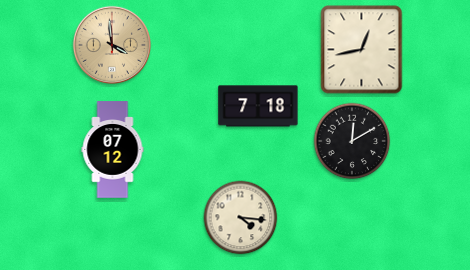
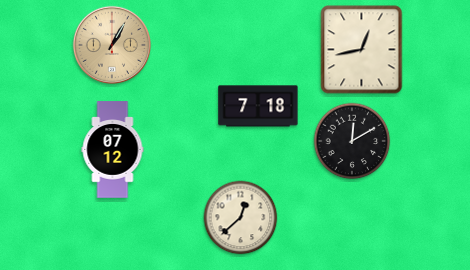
clock at (112, 45): 3:59 -> 1:05
clock at (241, 218): 4:16 -> 12:38
